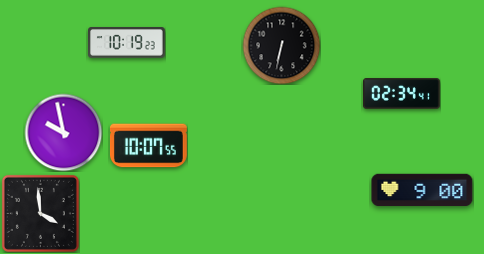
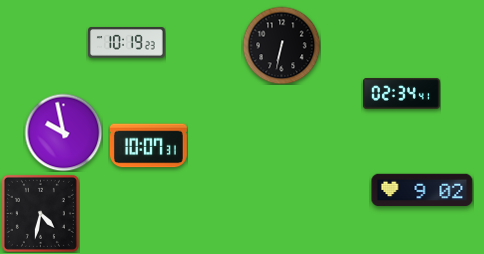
clock at (149, 146): 10:07:55 -> 10:07:31
clock at (422, 190): 9:00 -> 9:02
clock at (40, 213): 3:59 -> 4:32
